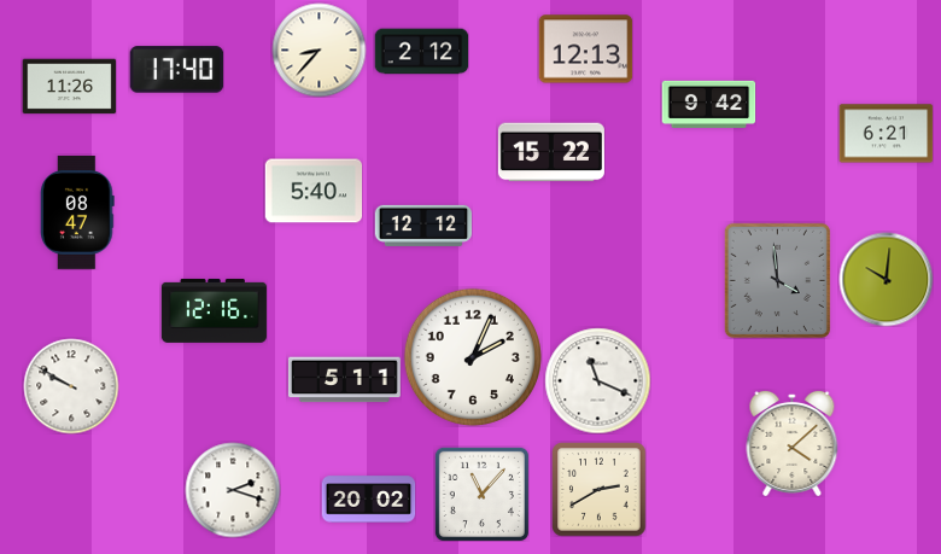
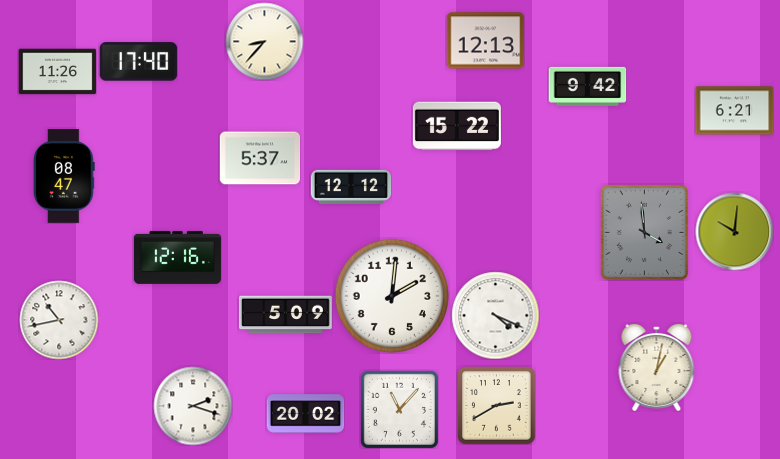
clock at (421, 52): 2:12 -> none
clock at (176, 70) position: (176, 70) -> (138, 62)
clock at (314, 191): 5:40 -> 5:37
clock at (473, 357): 2:04 -> 2:01
clock at (345, 380): 5:11 -> 5:09
clock at (597, 380): 11:19 -> 4:19
clock at (71, 386): 9:50 -> 10:43
clock at (793, 443): 4:08 -> 1:02
